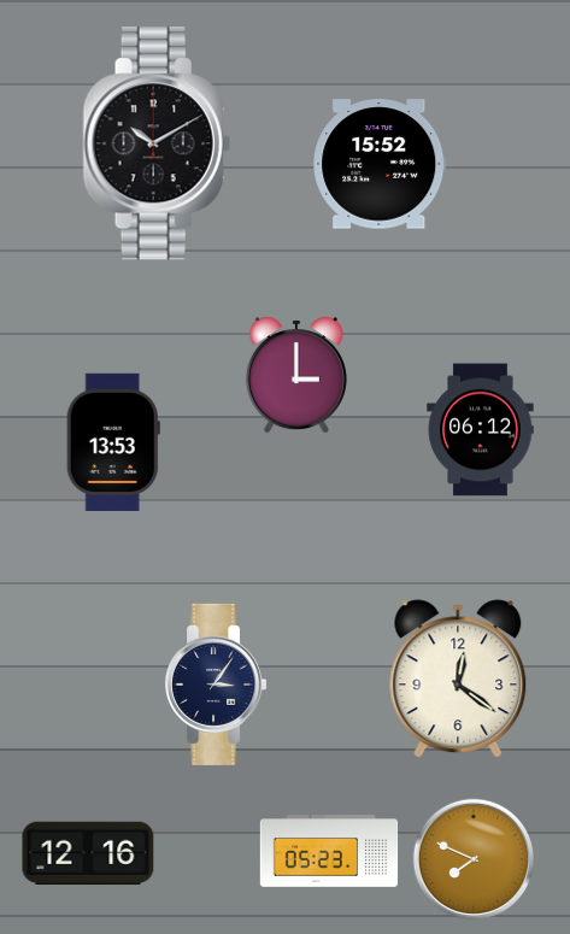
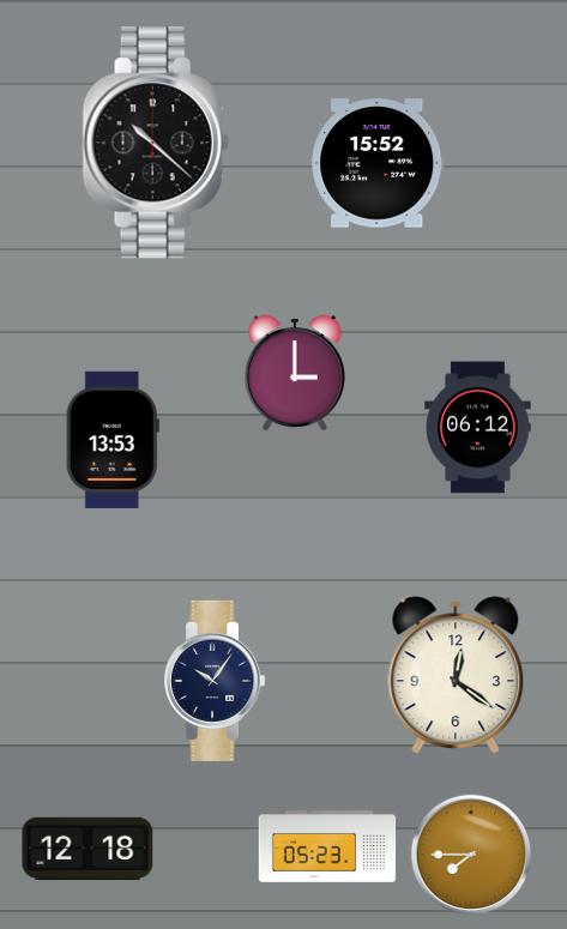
clock at (157, 143): 10:10 -> 10:22
clock at (216, 685): 3:06 -> 10:06
clock at (88, 853): 12:16 -> 12:18
clock at (474, 859): 7:49 -> 7:45
